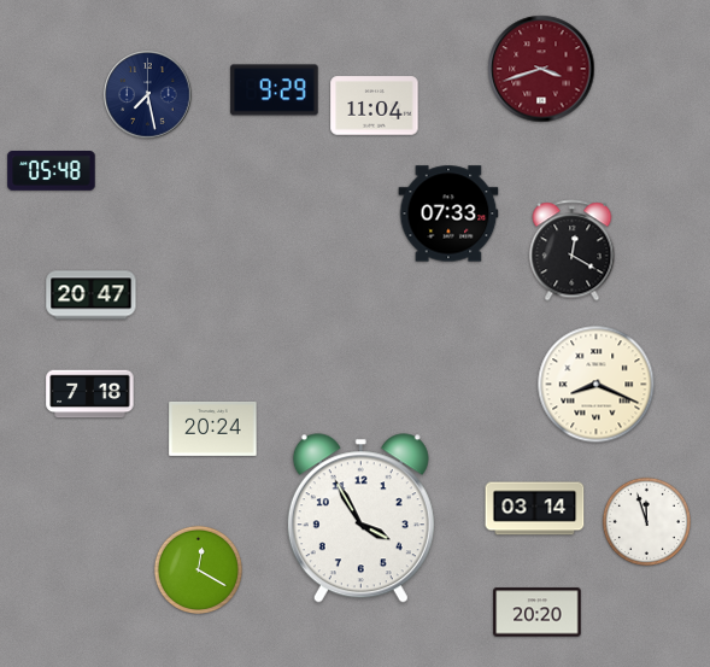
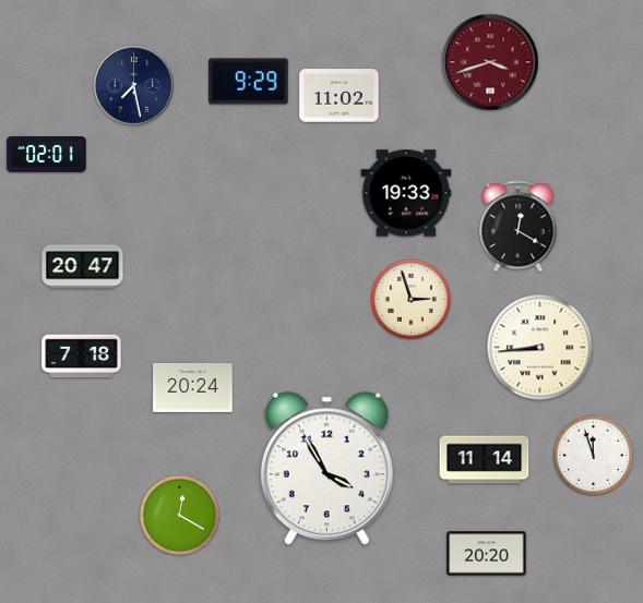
clock at (375, 106): 11:04 -> 11:02
clock at (52, 171): 05:48 -> 02:01
clock at (448, 213): 07:33 -> 19:33
clock at (410, 299): none -> 2:57
clock at (597, 385): 8:19 -> 8:44
clock at (535, 509): 03:14 -> 11:14
clock at (646, 521) position: (646, 521) -> (593, 455)
